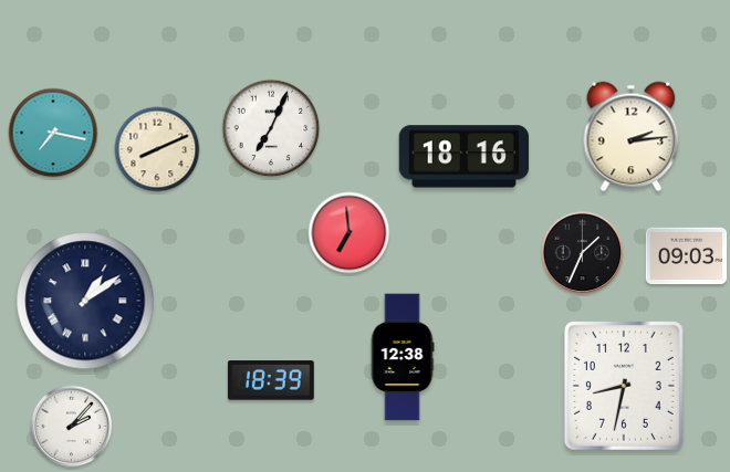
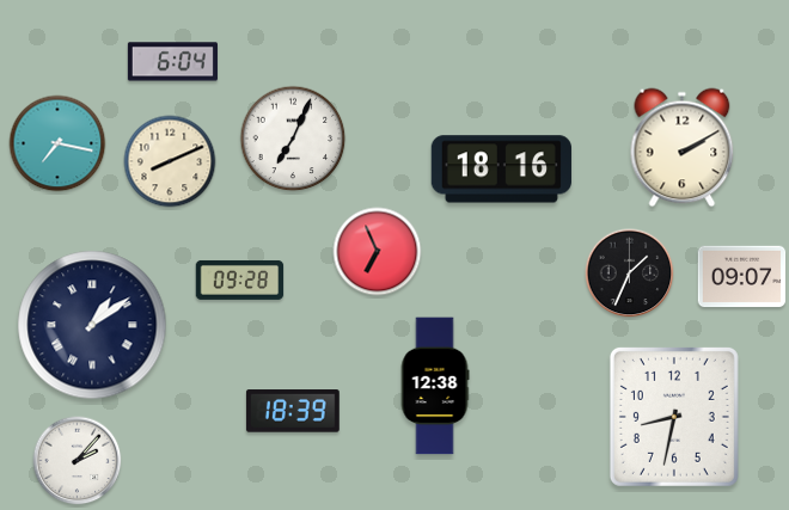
clock at (172, 62): none -> 6:04
clock at (632, 137): 2:14 -> 2:10
clock at (350, 233): 6:59 -> 6:56
clock at (687, 256): 09:03 -> 09:07
clock at (240, 279): none -> 09:28
